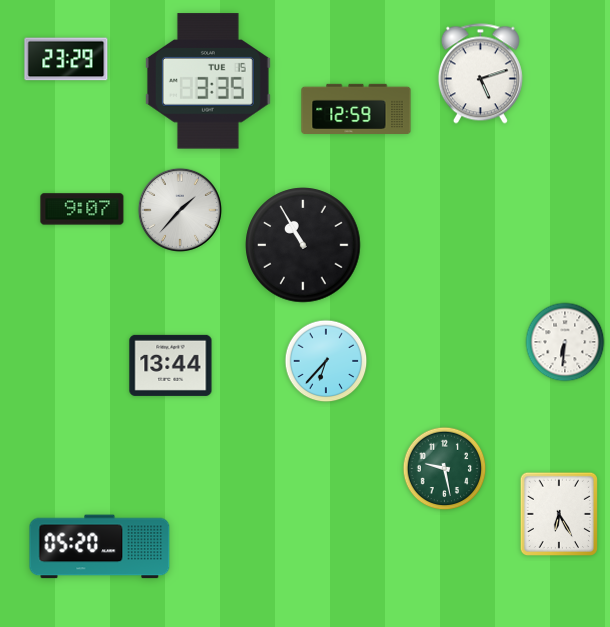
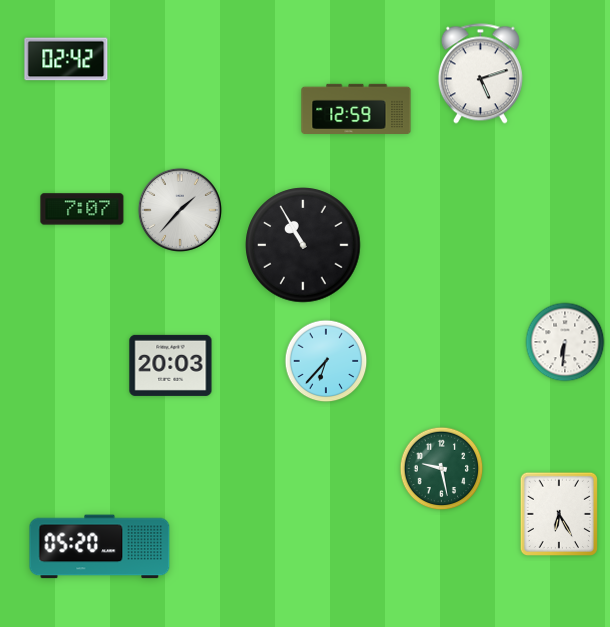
clock at (66, 59): 23:29 -> 02:42
clock at (208, 81): 3:35 -> none
clock at (82, 209): 9:07 -> 7:07
clock at (171, 365): 13:44 -> 20:03
clock at (445, 469) position: (445, 469) -> (442, 469)
